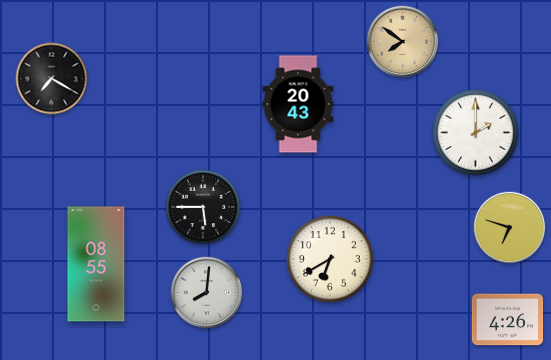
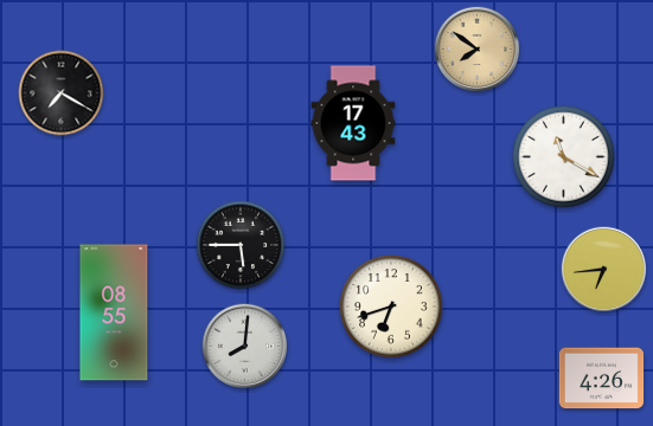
clock at (298, 104): 20:43 -> 17:43
clock at (476, 133): 2:00 -> 11:20
clock at (510, 228): 6:48 -> 6:44
clock at (330, 259): 6:40 -> 6:42
